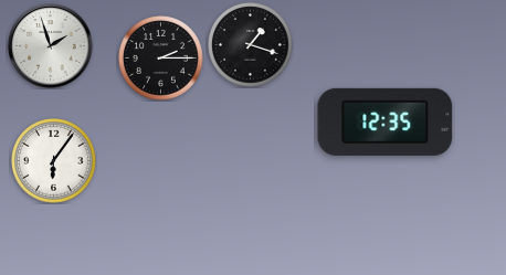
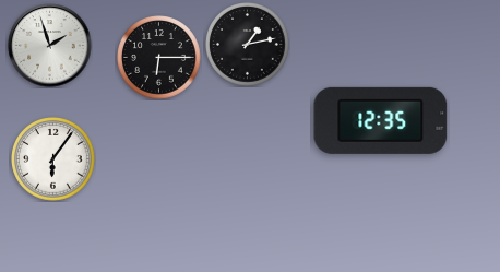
clock at (251, 45): 1:18 -> 1:13
clock at (161, 59): 2:15 -> 6:15
